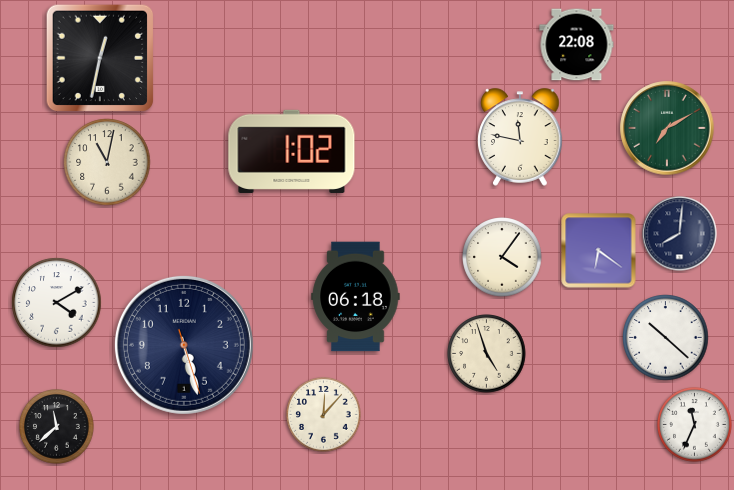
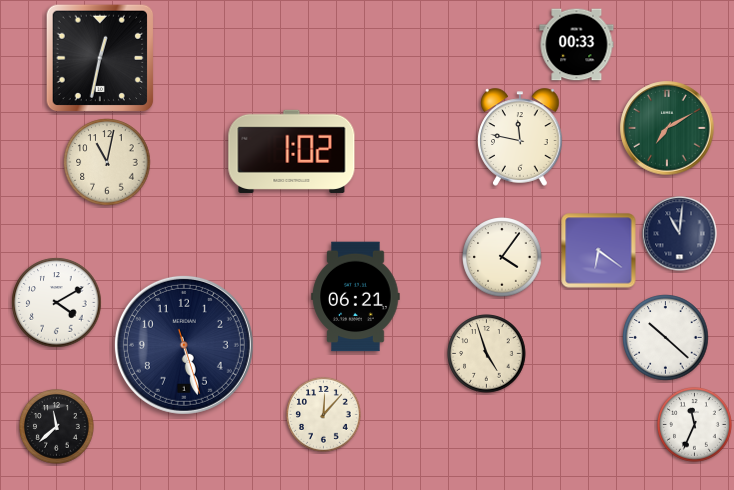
clock at (577, 45): 22:08 -> 00:33
clock at (680, 234): 8:01 -> 11:01
clock at (356, 297): 06:18 -> 06:21
